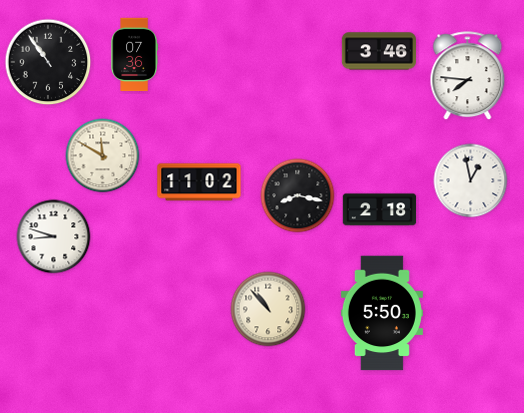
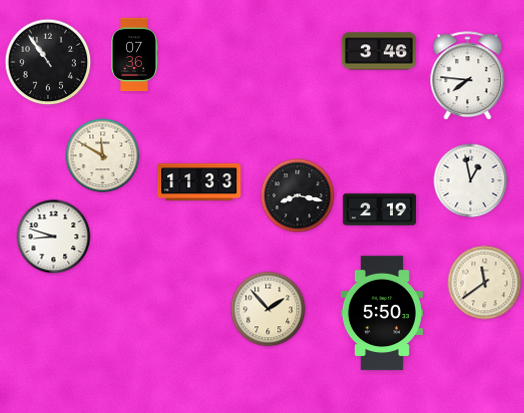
clock at (199, 182): 11:02 -> 11:33
clock at (380, 210): 2:18 -> 2:19
clock at (485, 283): none -> 11:39
clock at (268, 309): 10:53 -> 1:53
